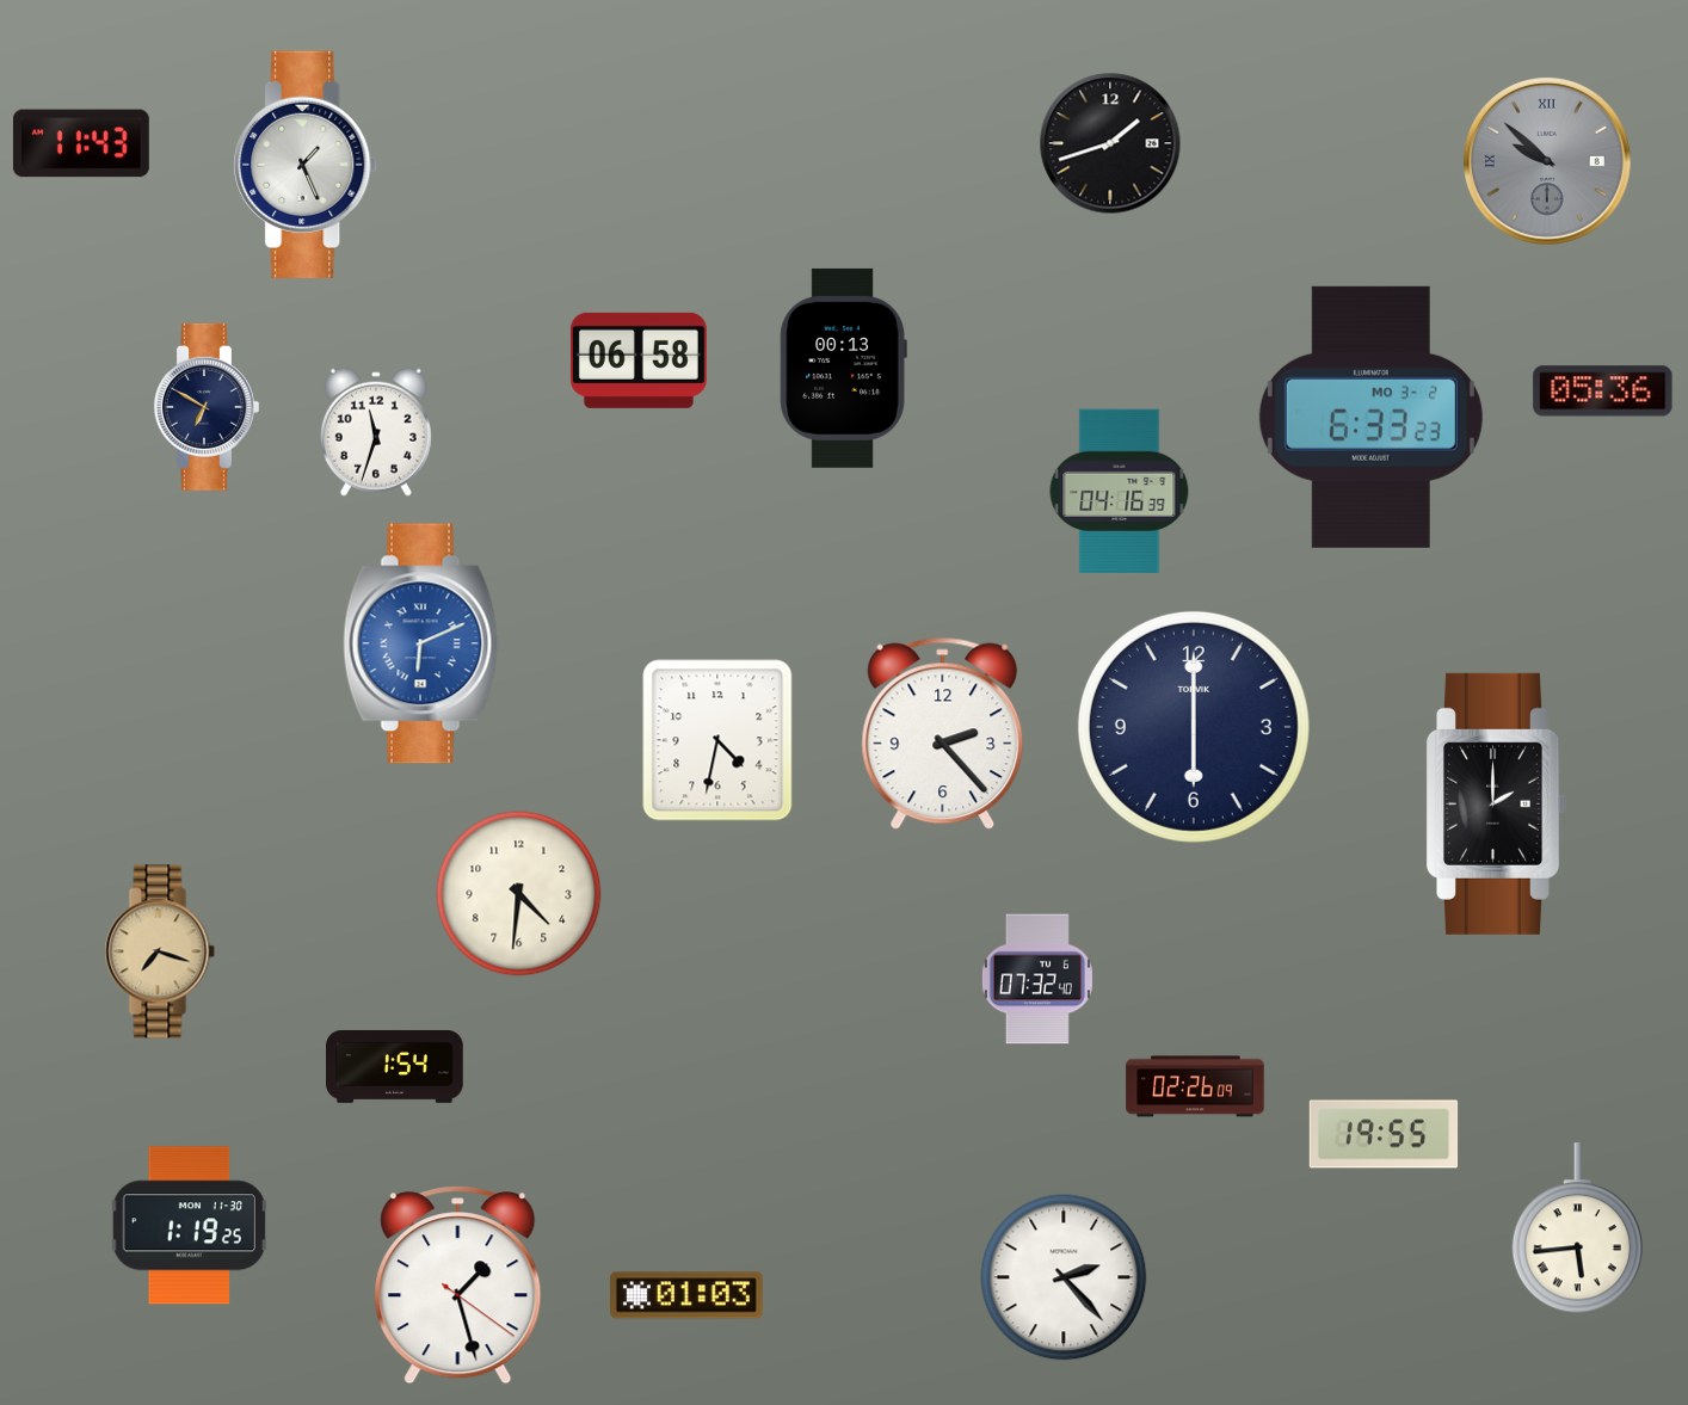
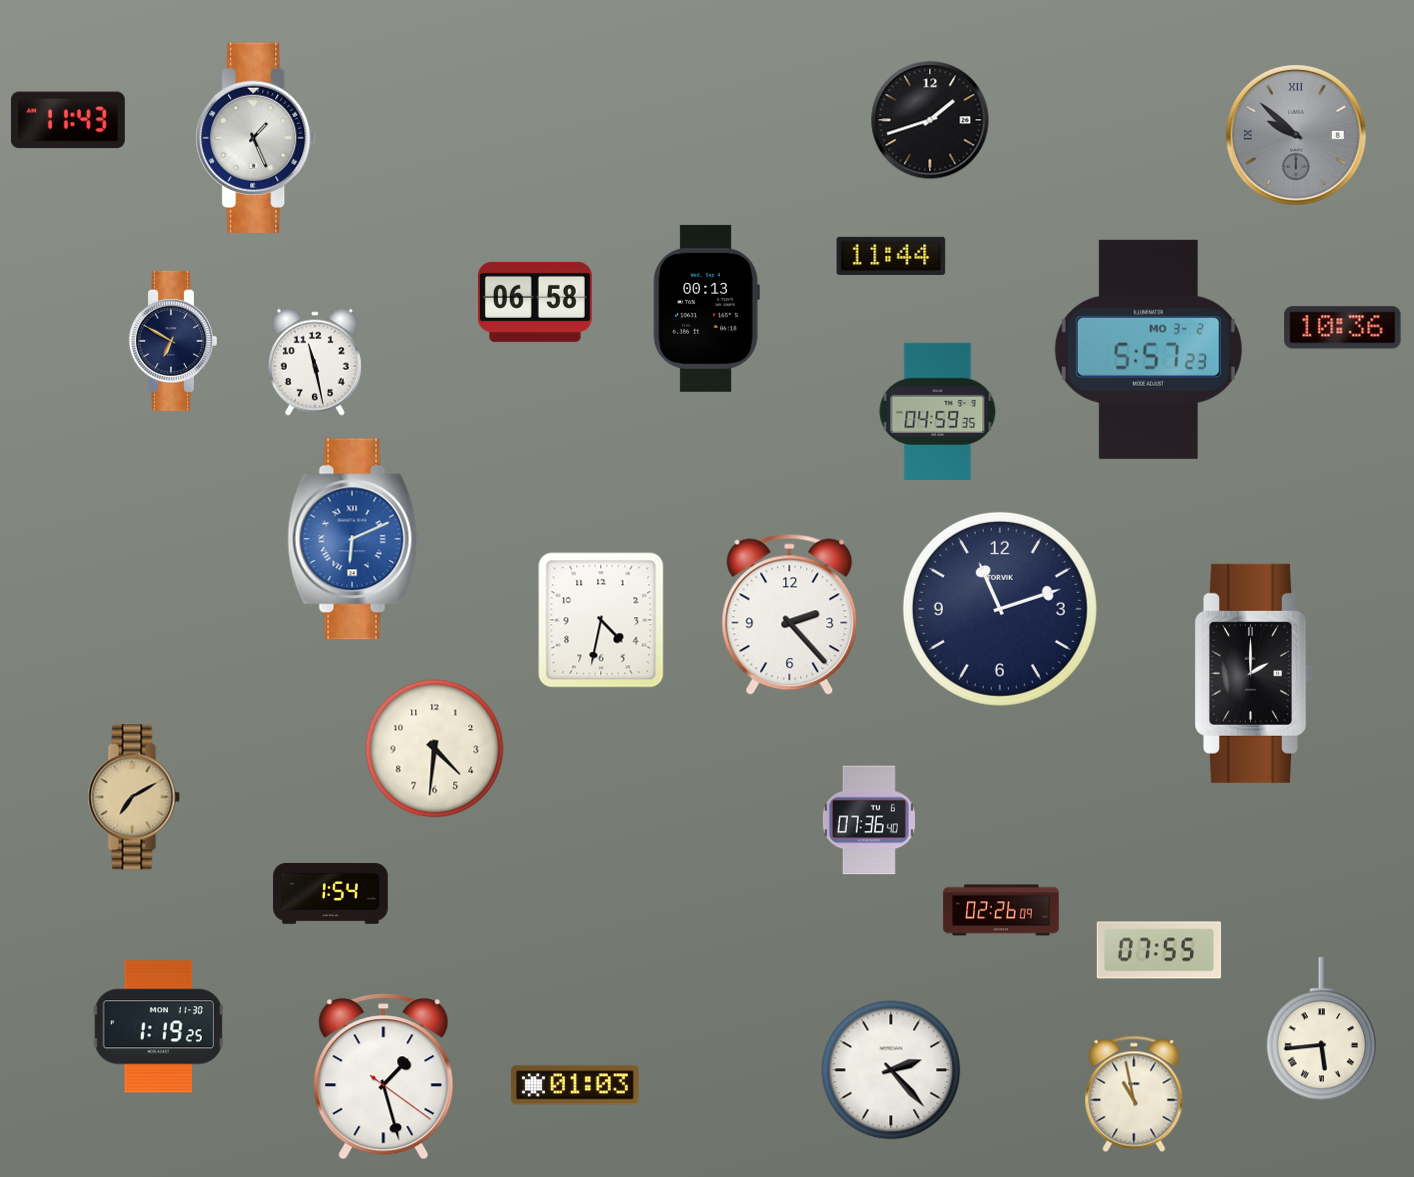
clock at (891, 256): none -> 11:44
clock at (1603, 392): 05:36 -> 10:36
clock at (1370, 417): 6:33 -> 5:57
clock at (376, 432): 11:33 -> 11:28
clock at (1120, 491): 04:16 -> 04:59
clock at (1194, 727): 6:00 -> 11:12
clock at (160, 951): 7:18 -> 7:10
clock at (1037, 979): 07:32 -> 07:36
clock at (1384, 1134): 19:55 -> 07:55
clock at (1134, 1094): none -> 10:58
